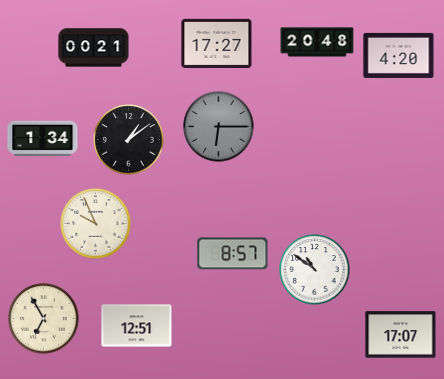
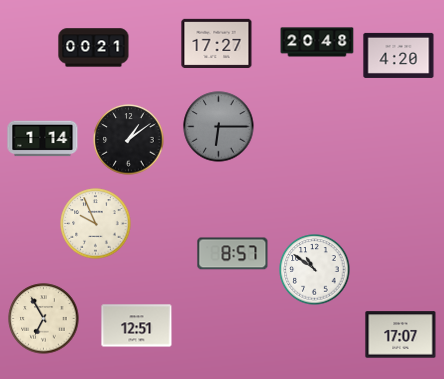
clock at (43, 139): 1:34 -> 1:14
